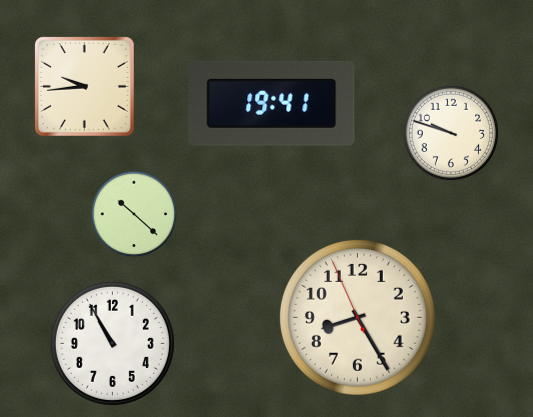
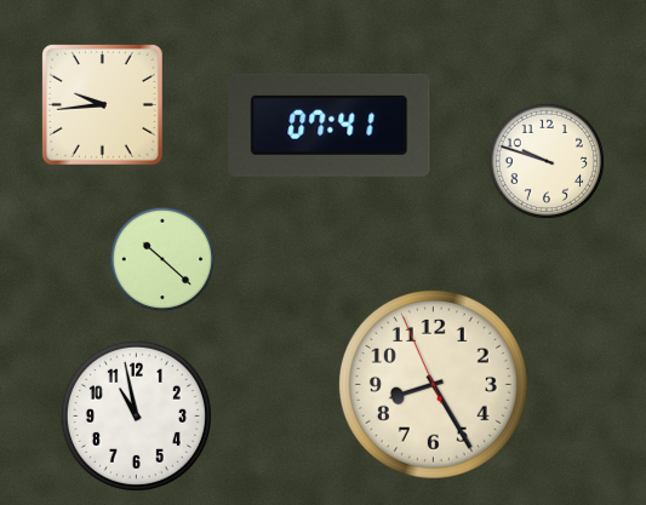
clock at (272, 103): 19:41 -> 07:41
clock at (112, 343): 10:55 -> 10:58
